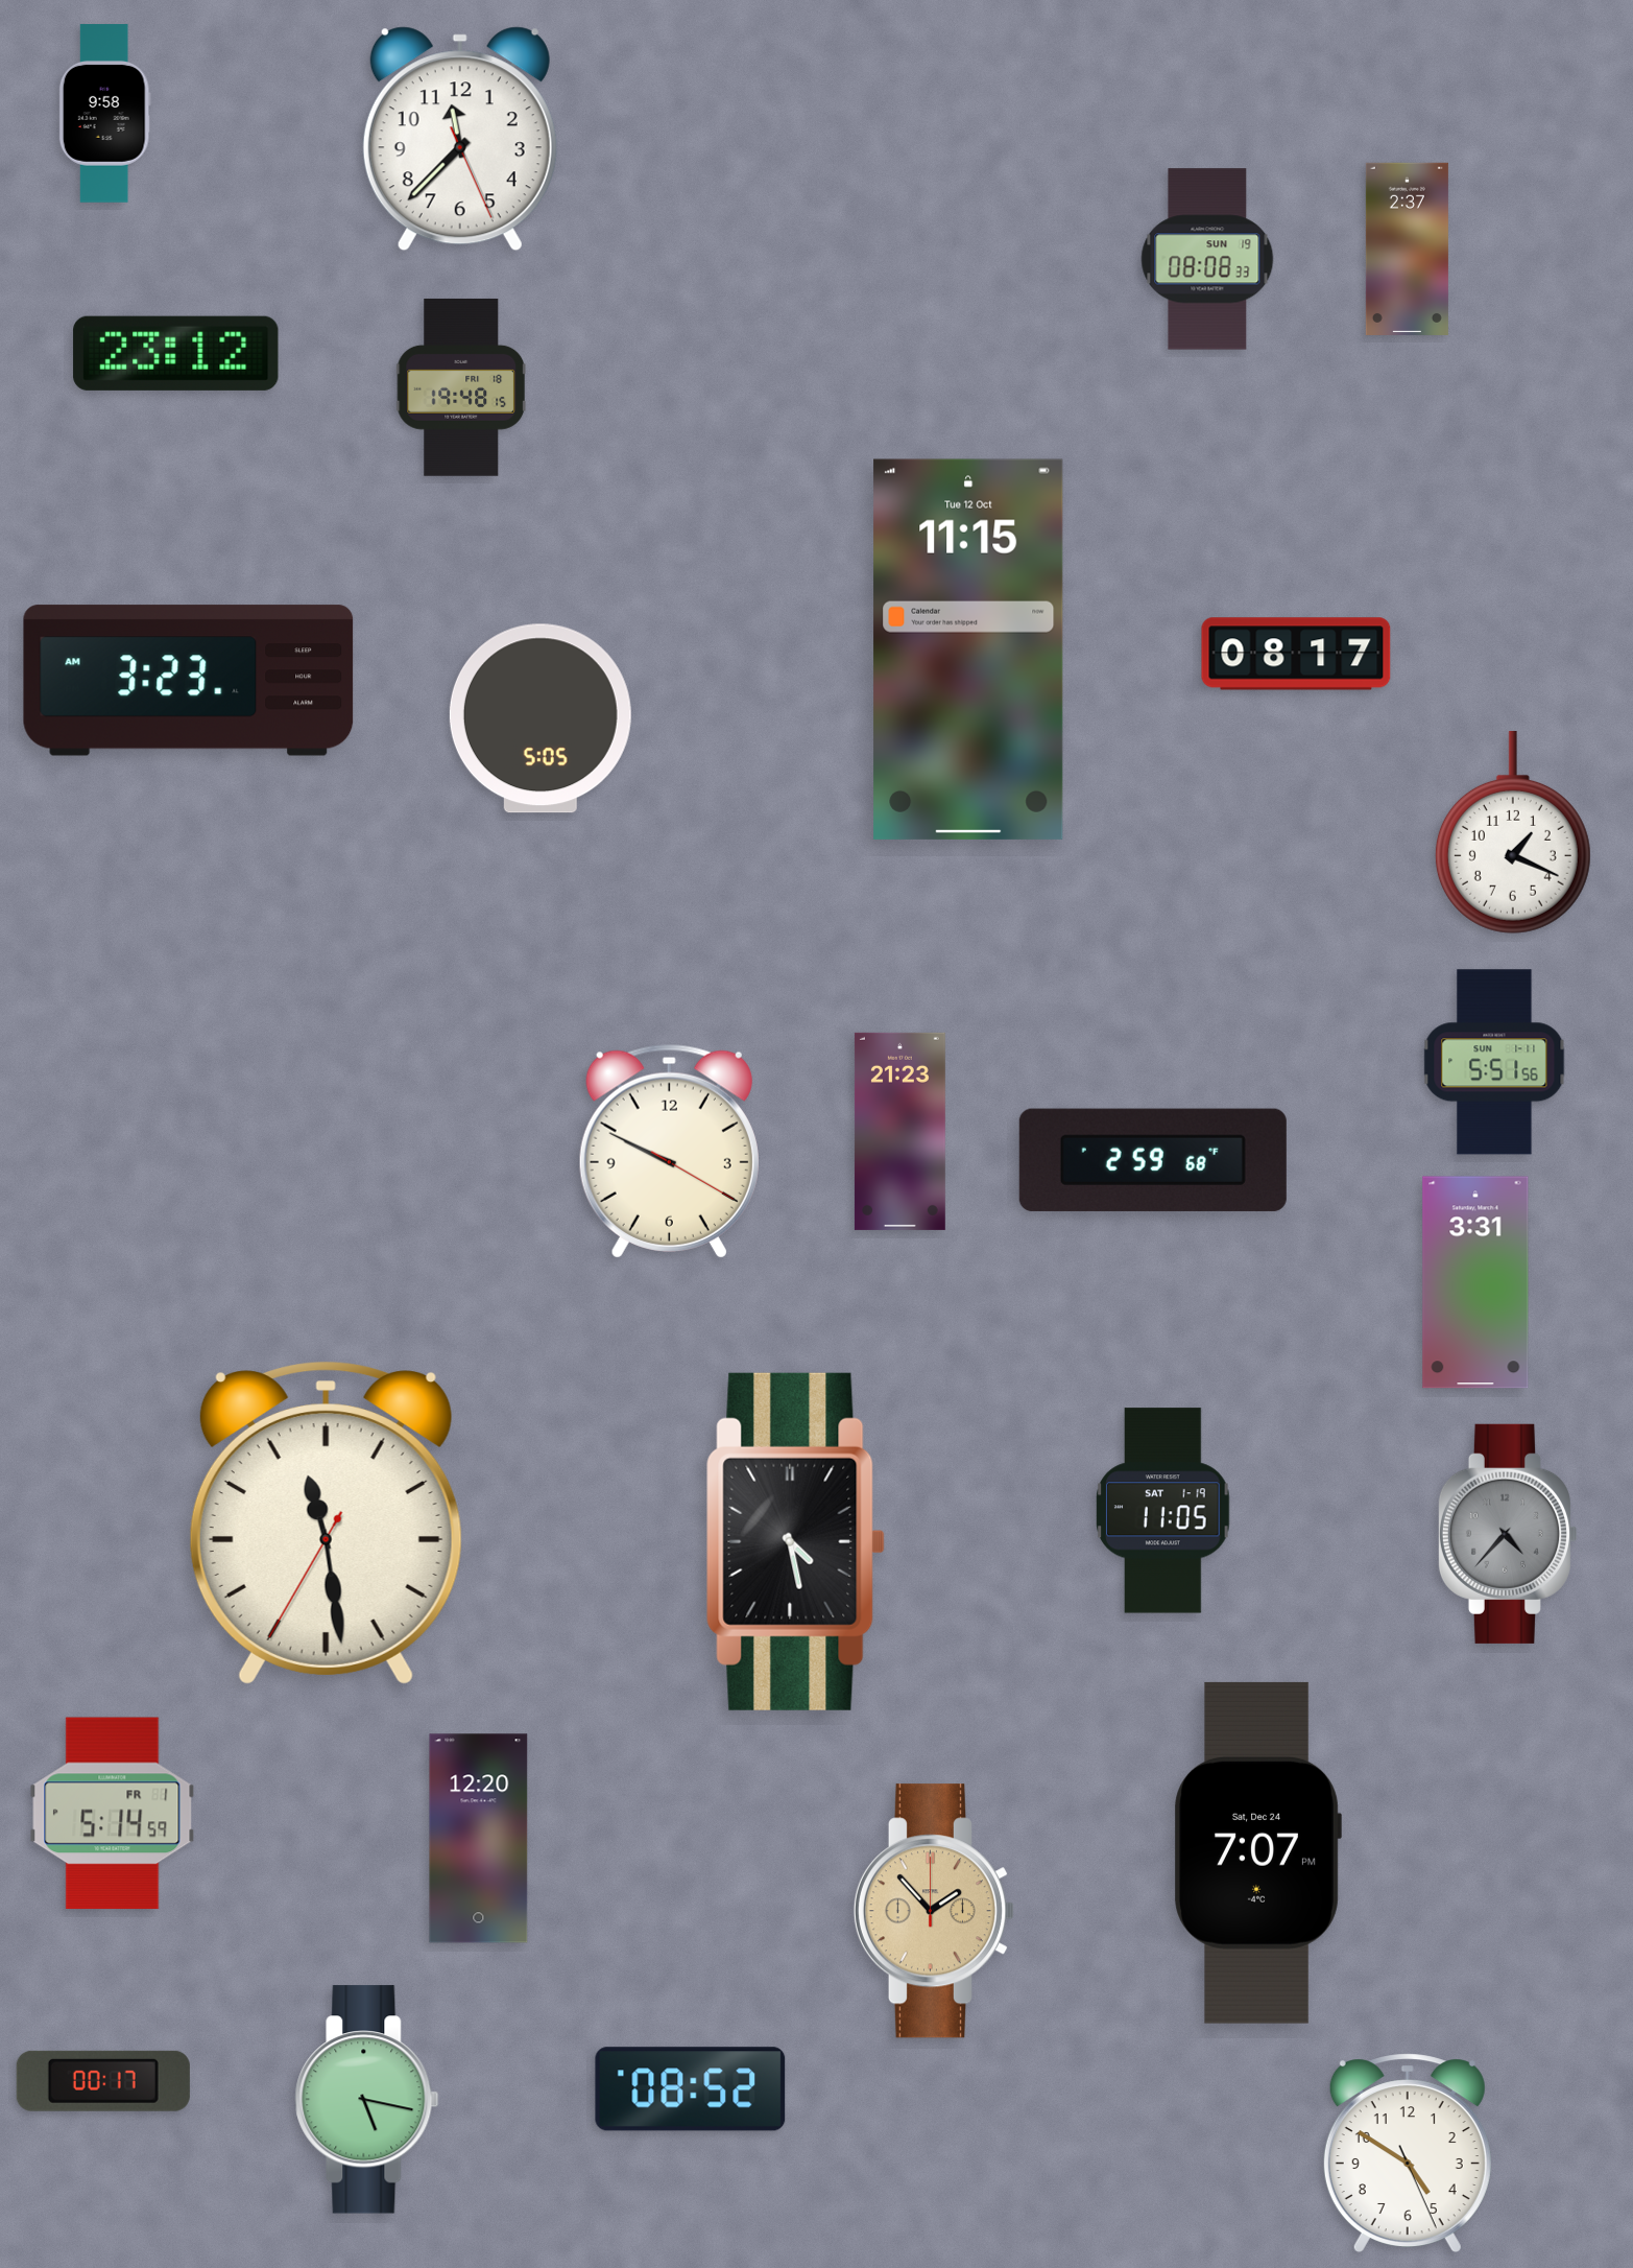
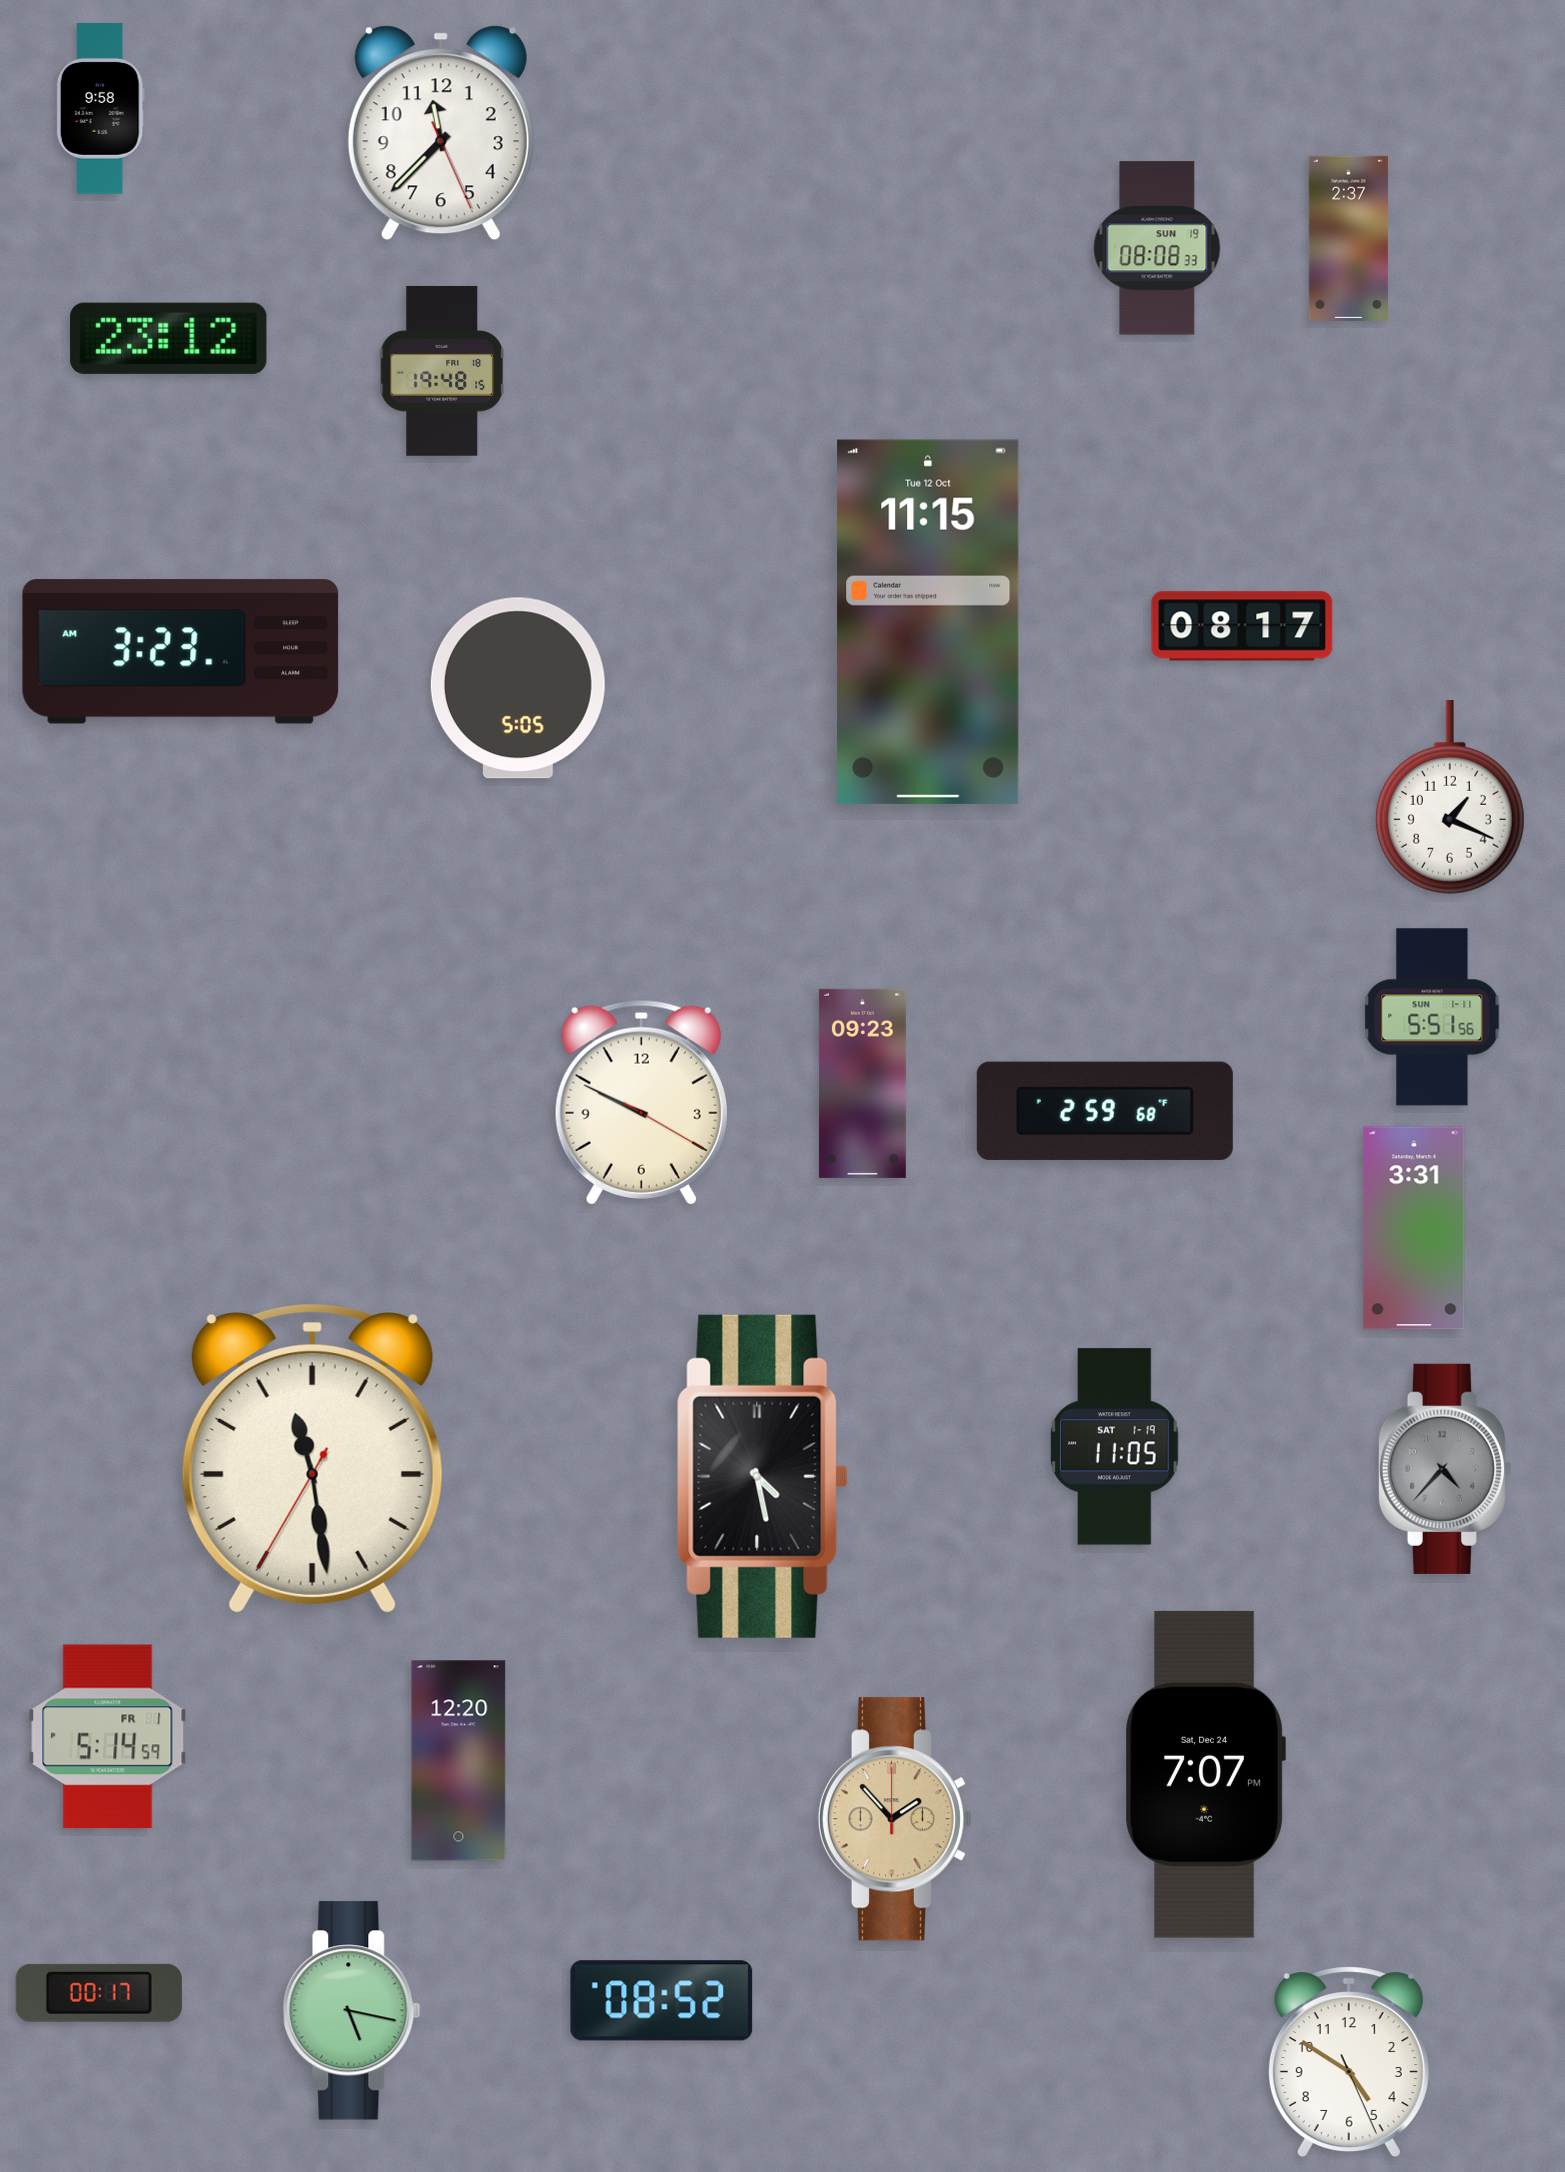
clock at (899, 1131): 21:23 -> 09:23
clock at (933, 1911) position: (933, 1911) -> (894, 1819)
